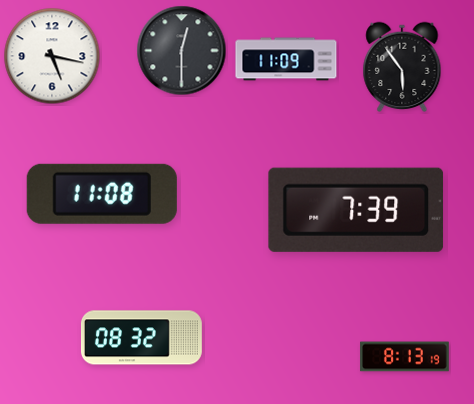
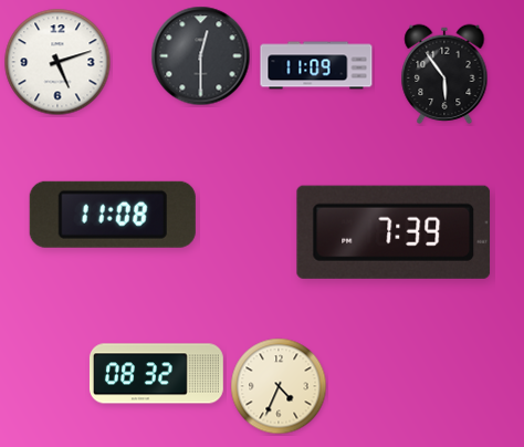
clock at (52, 56): 5:17 -> 5:12
clock at (279, 386): none -> 4:34
clock at (405, 357): 8:13 -> none
